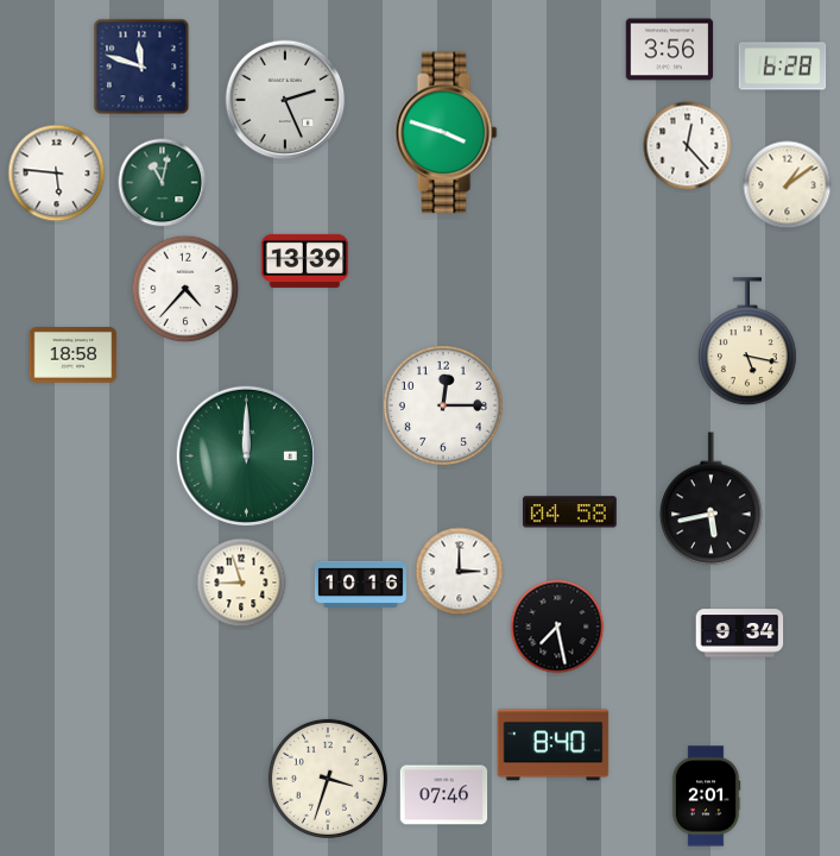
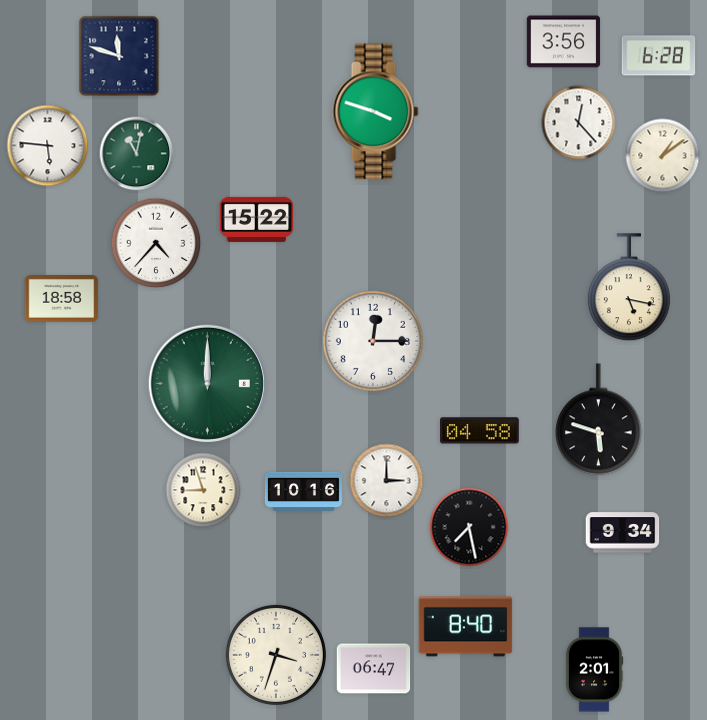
clock at (285, 100): 2:26 -> none
clock at (305, 260): 13:39 -> 15:22
clock at (712, 499): 5:43 -> 5:48
clock at (444, 795): 07:46 -> 06:47
